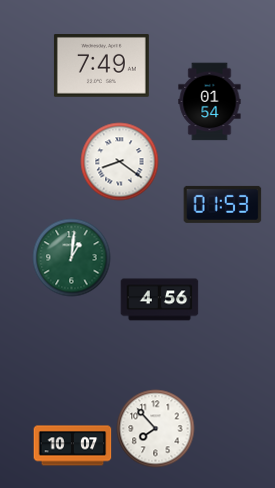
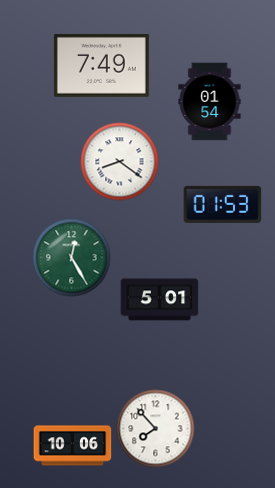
clock at (71, 257): 1:01 -> 12:25
clock at (159, 300): 4:56 -> 5:01
clock at (72, 446): 10:07 -> 10:06
